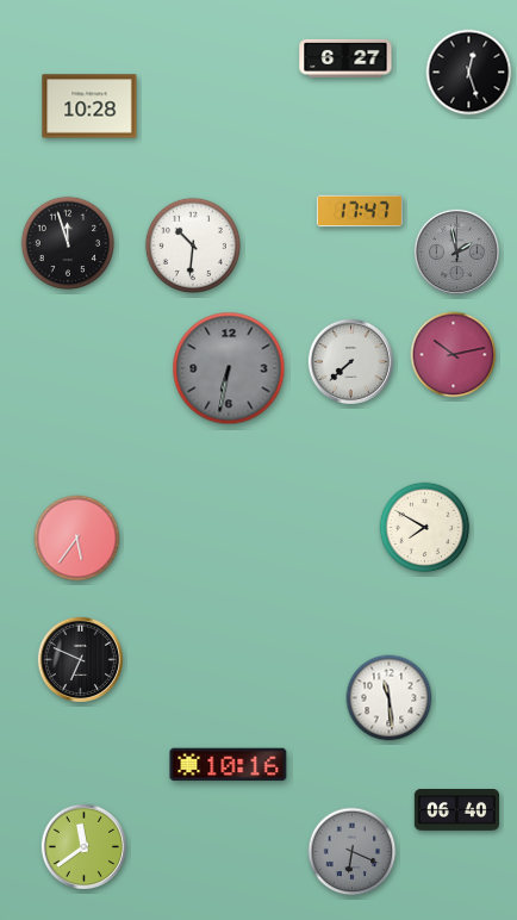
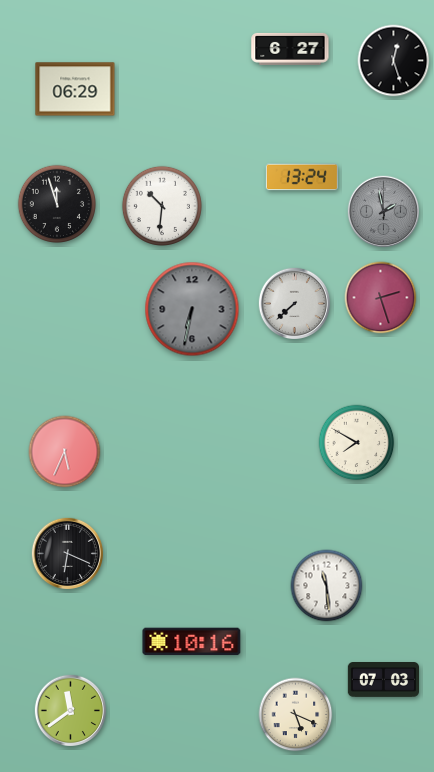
clock at (89, 106): 10:28 -> 06:29
clock at (360, 211): 17:47 -> 13:24
clock at (454, 355): 10:13 -> 2:27
clock at (77, 539): 5:36 -> 5:34
clock at (81, 660): 6:49 -> 6:19
clock at (457, 810): 06:40 -> 07:03
clock at (353, 852): 6:19 -> 5:19
clock at (353, 852) dial: grey -> cream
